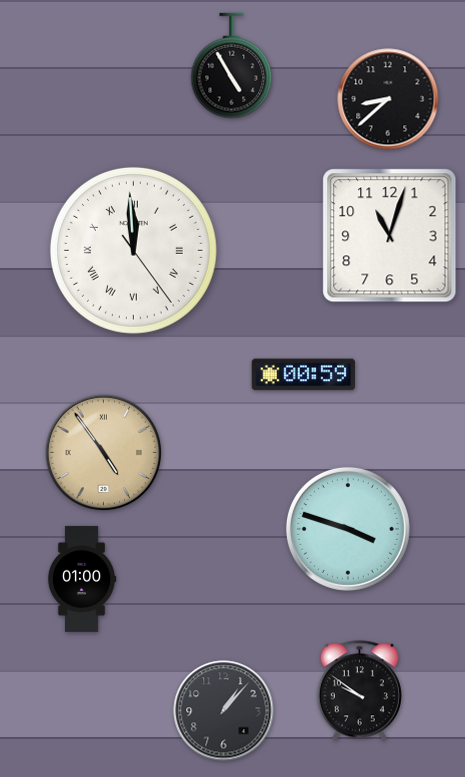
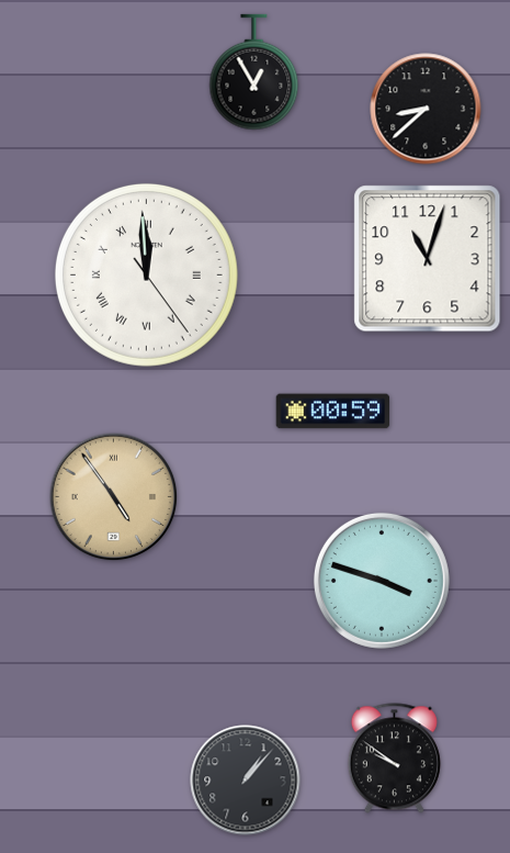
clock at (232, 66): 4:55 -> 12:55
clock at (82, 579): 01:00 -> none
